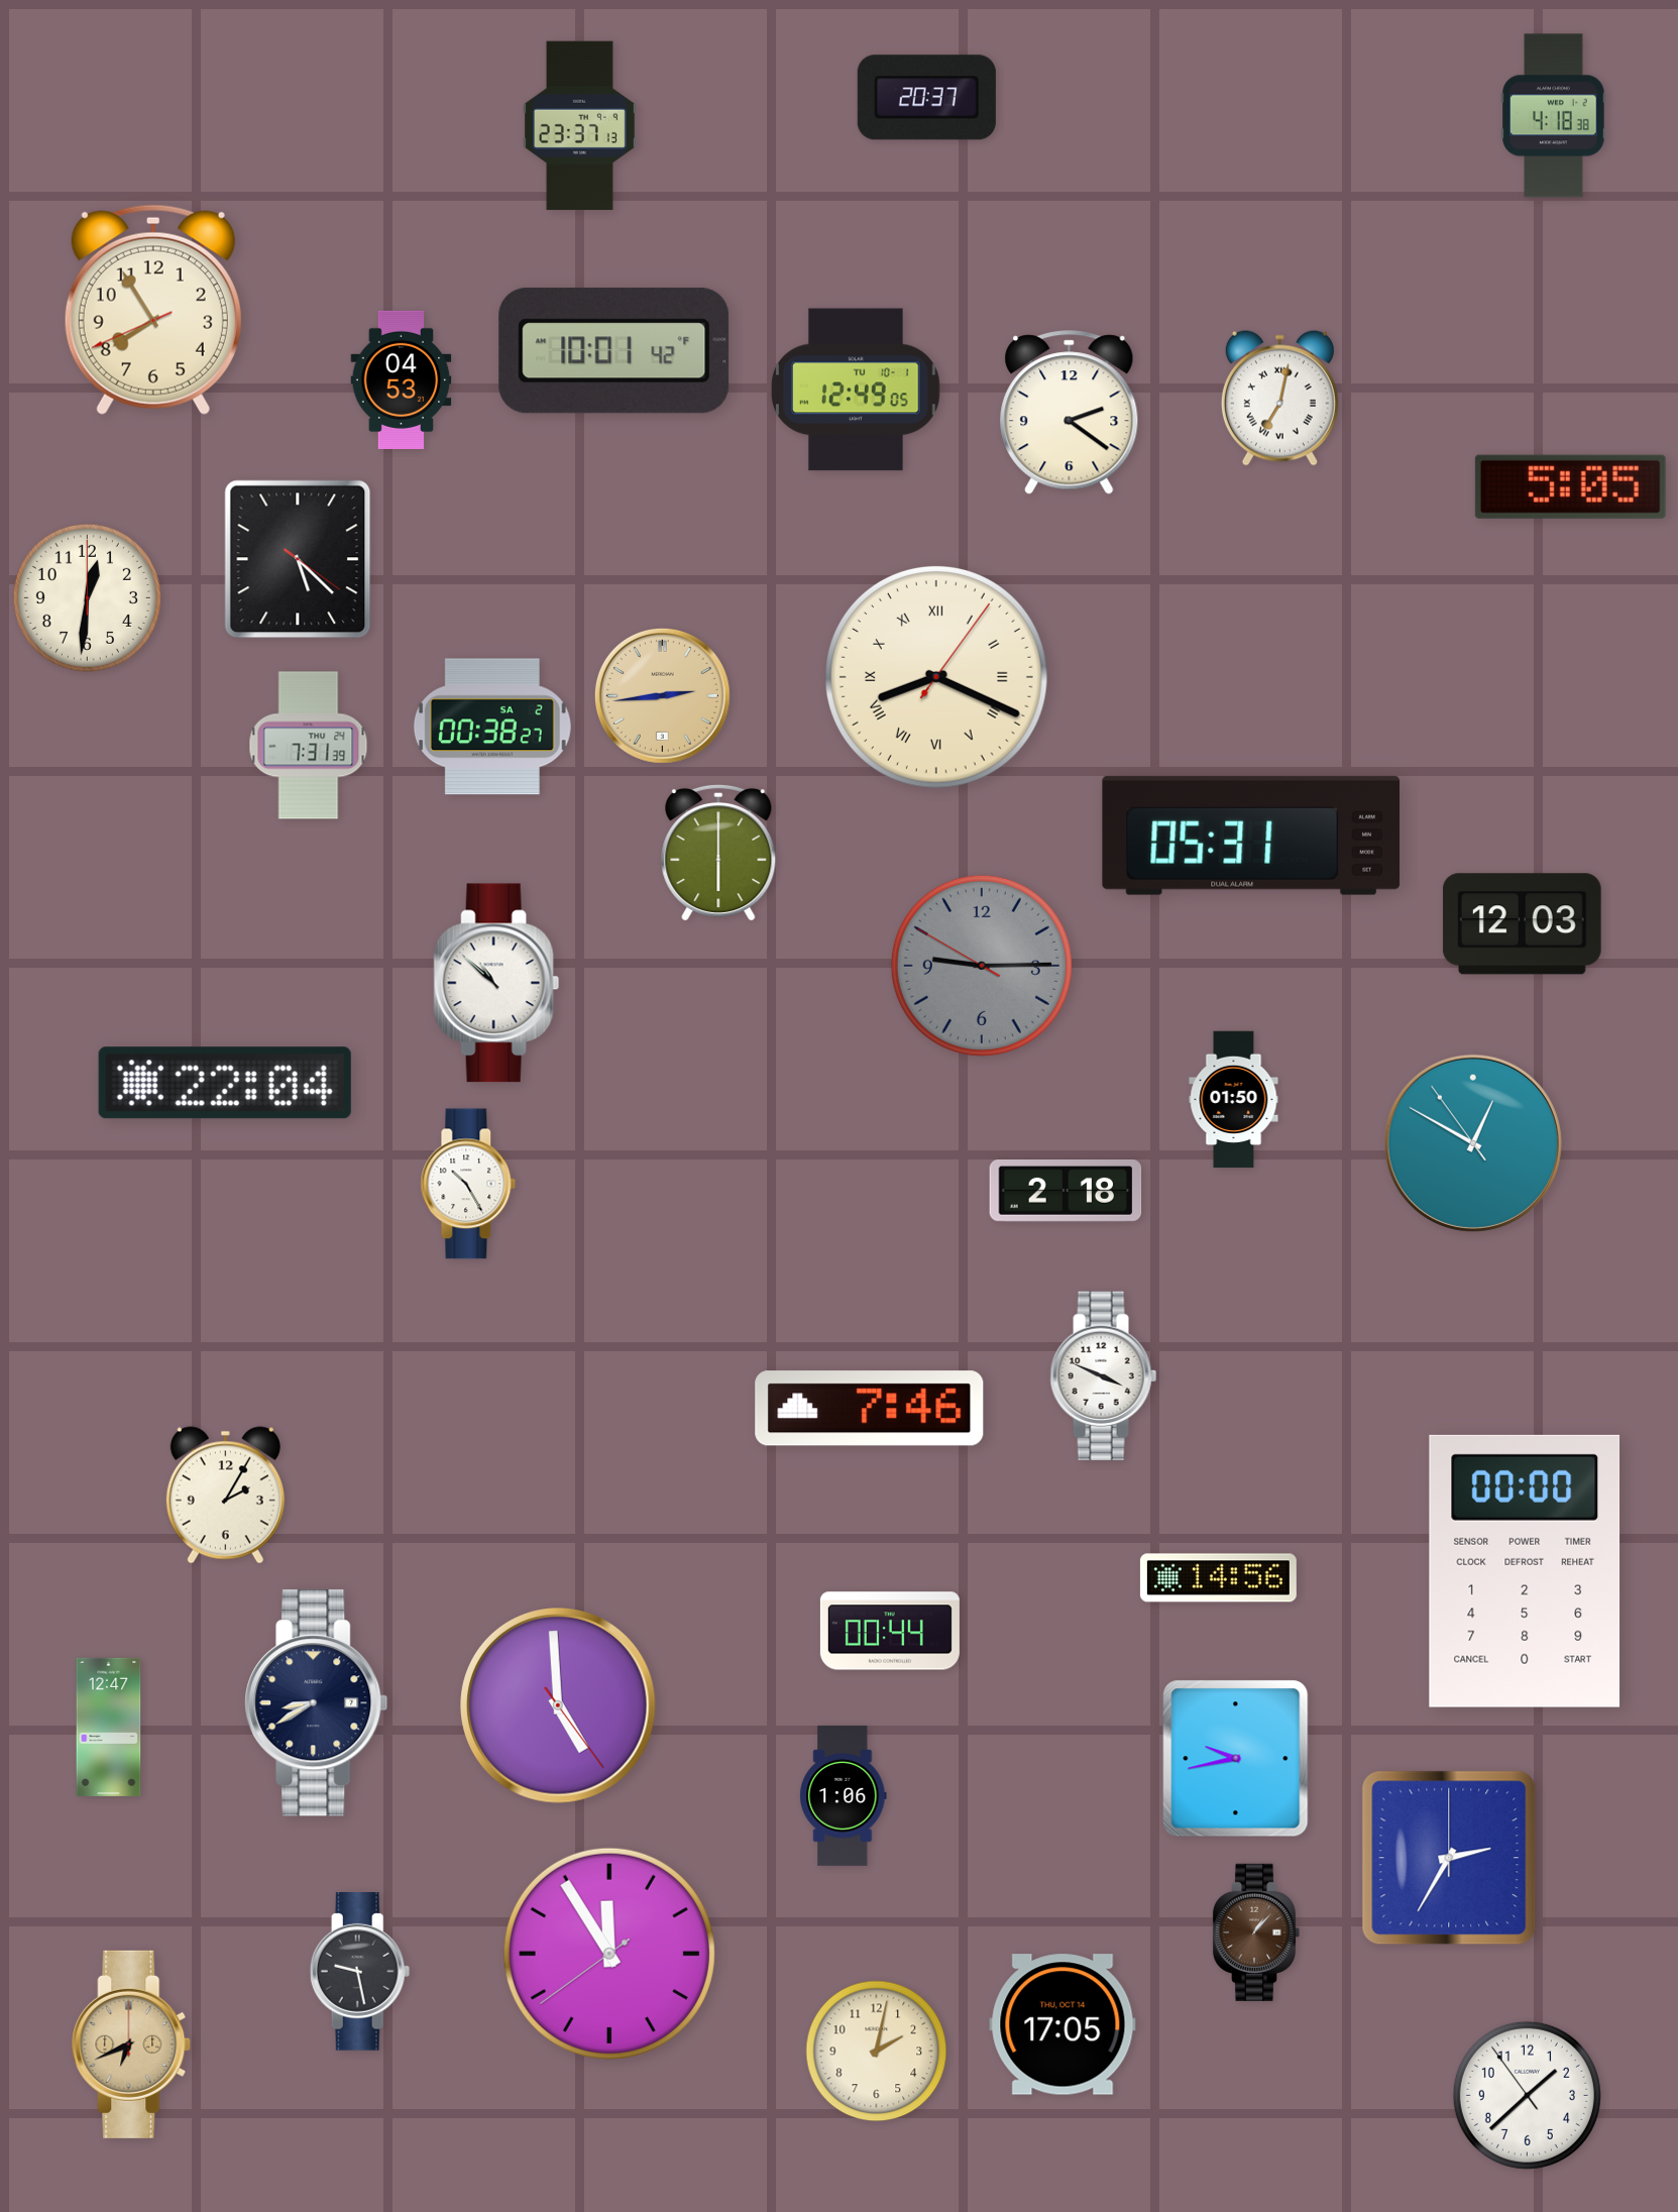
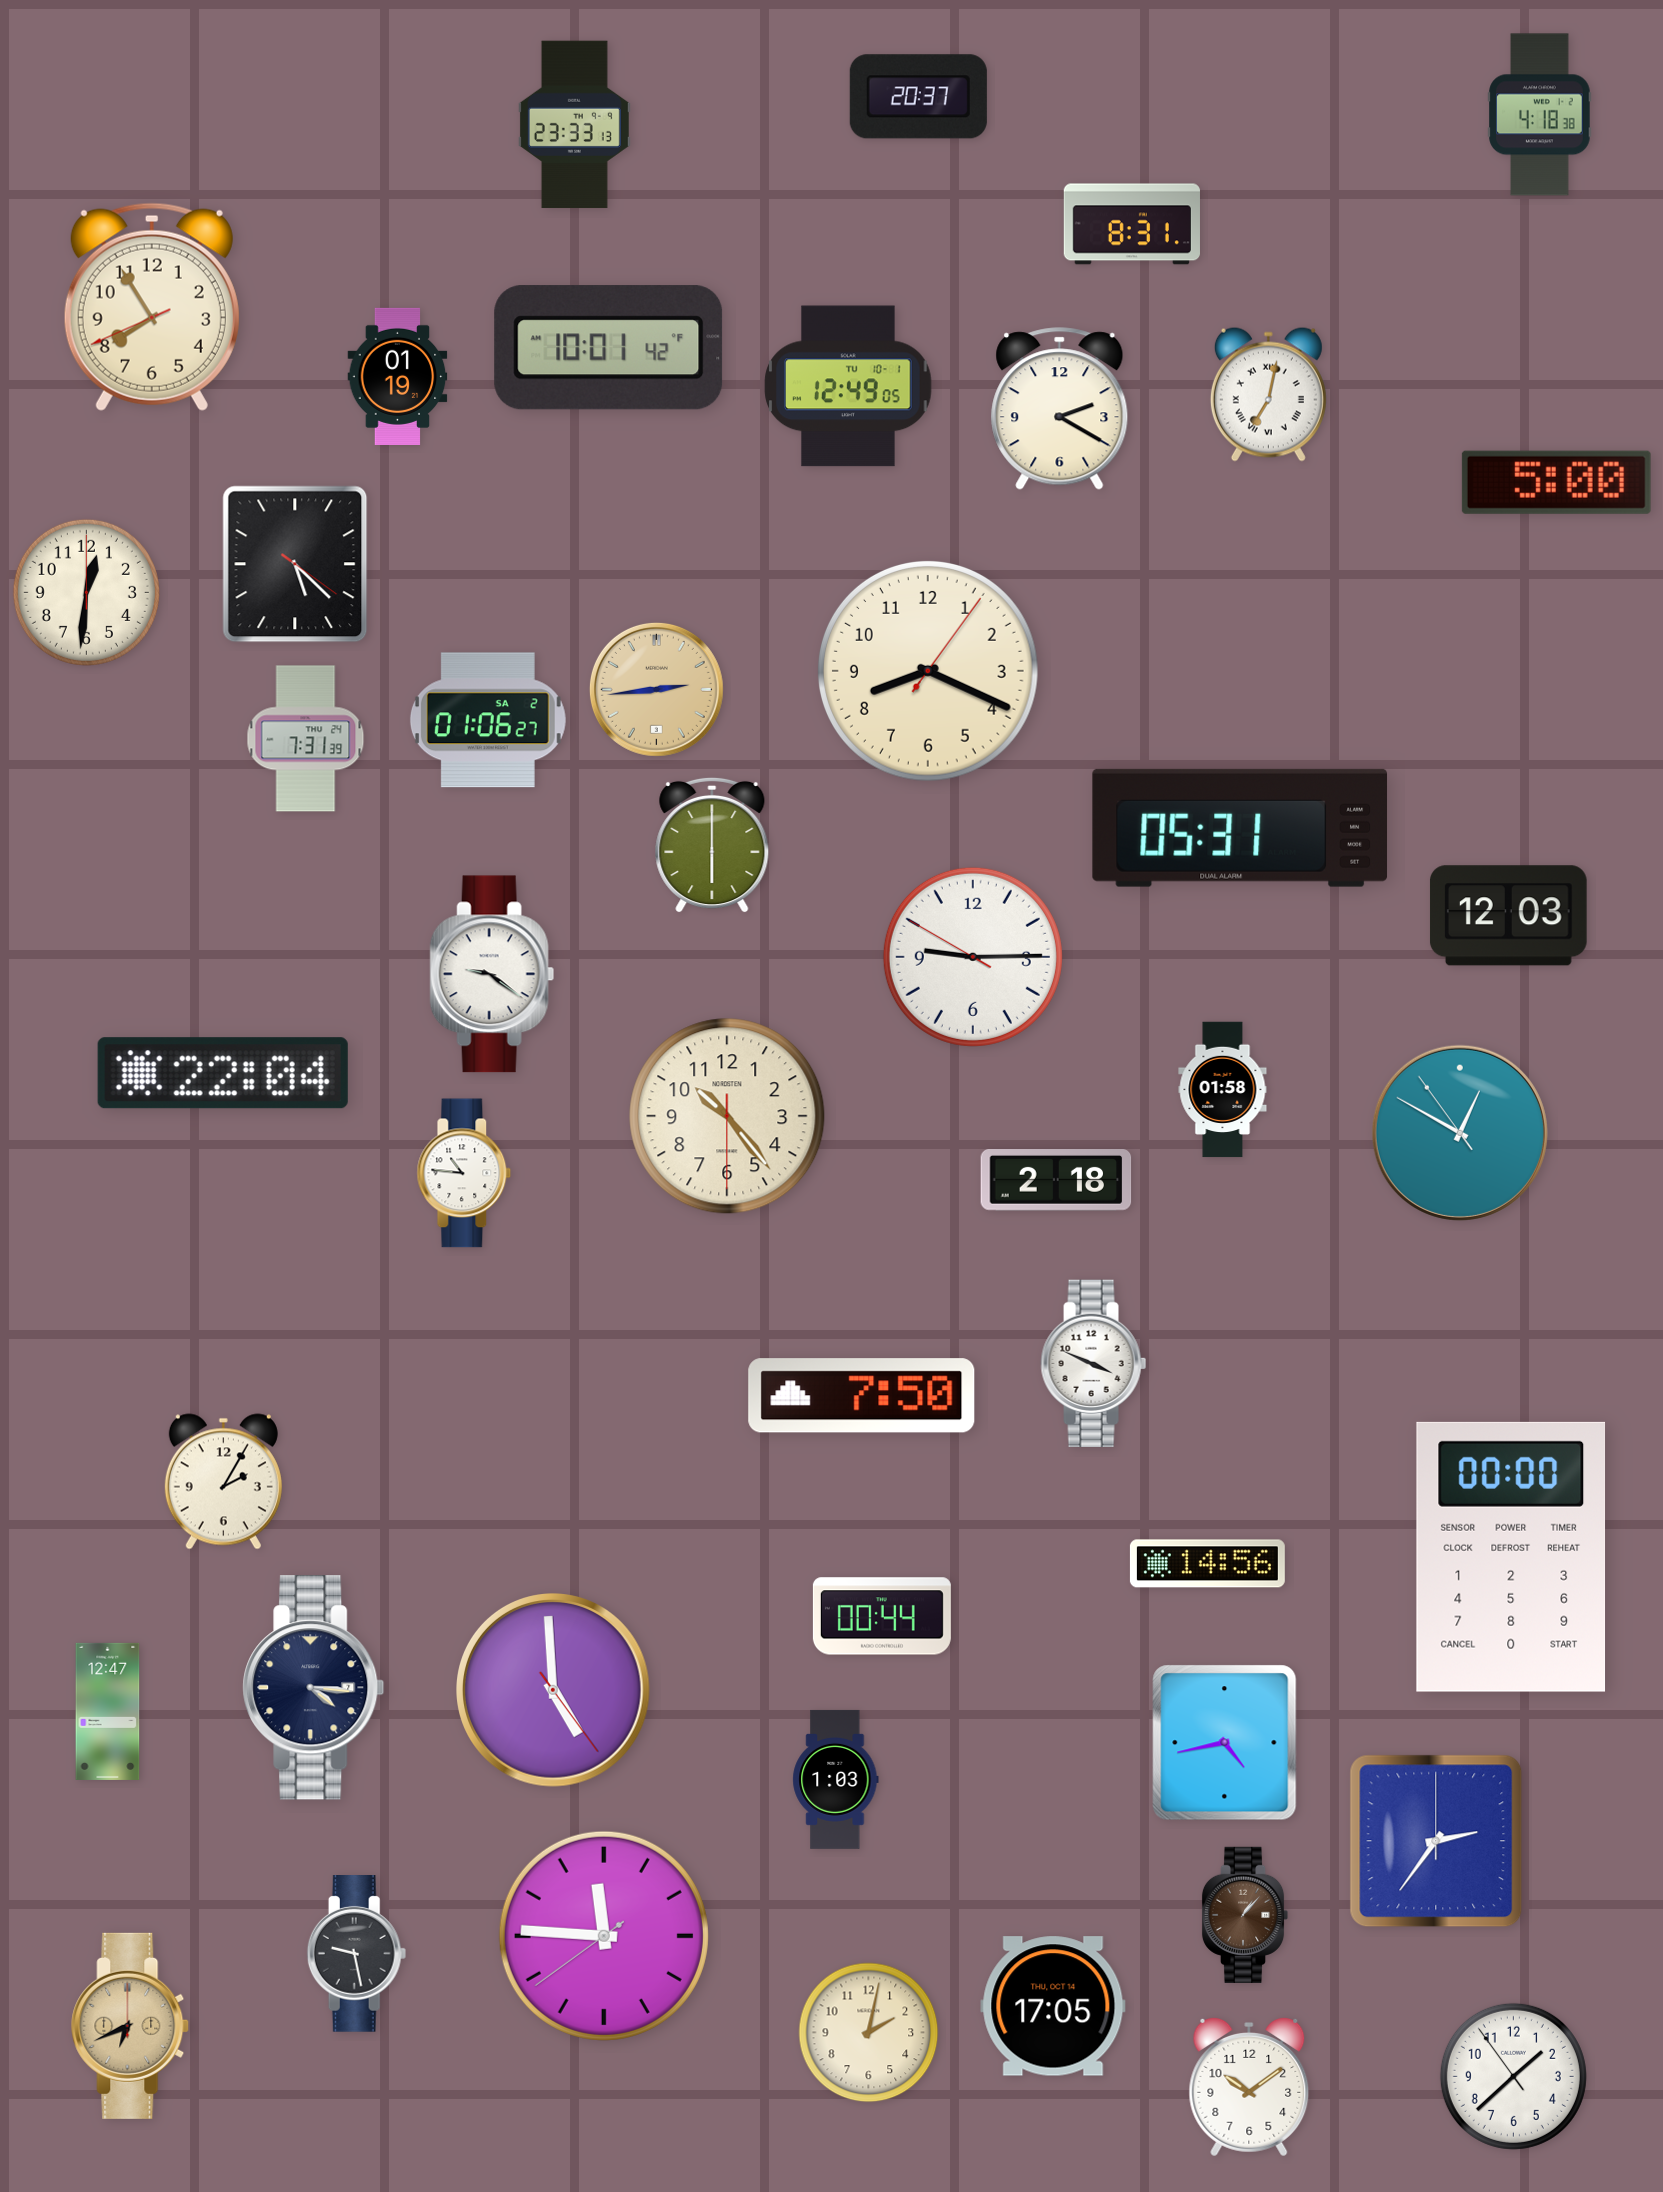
clock at (579, 126): 23:37 -> 23:33
clock at (1132, 224): none -> 8:31
clock at (402, 379): 04:53 -> 01:19
clock at (1070, 413): 2:21 -> 2:20
clock at (1570, 486): 5:05 -> 5:00
clock at (298, 559) position: (298, 559) -> (295, 564)
clock at (936, 677) numerals: Roman -> Arabic
clock at (492, 727): 00:38 -> 01:06
clock at (982, 966) dial: grey -> white
clock at (496, 983): 10:52 -> 9:21
clock at (1234, 1100): 01:50 -> 01:58
clock at (727, 1116): none -> 10:23
clock at (468, 1184): 10:25 -> 10:46
clock at (870, 1409): 7:46 -> 7:50
clock at (317, 1703): 8:40 -> 4:16
clock at (1236, 1759): 9:43 -> 4:43
clock at (844, 1795): 1:06 -> 1:03
clock at (1449, 1858): 2:35 -> 2:36
clock at (609, 1954): 11:54 -> 11:45
clock at (1249, 2087): none -> 10:09
